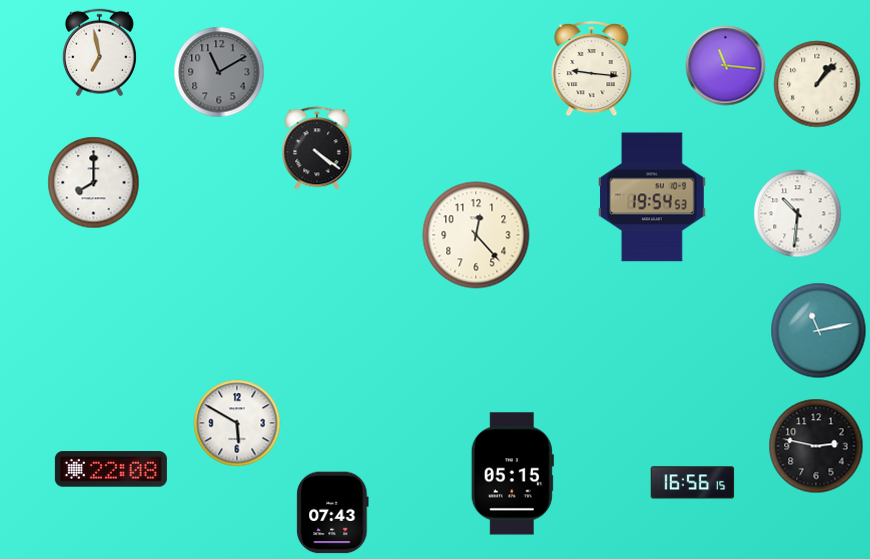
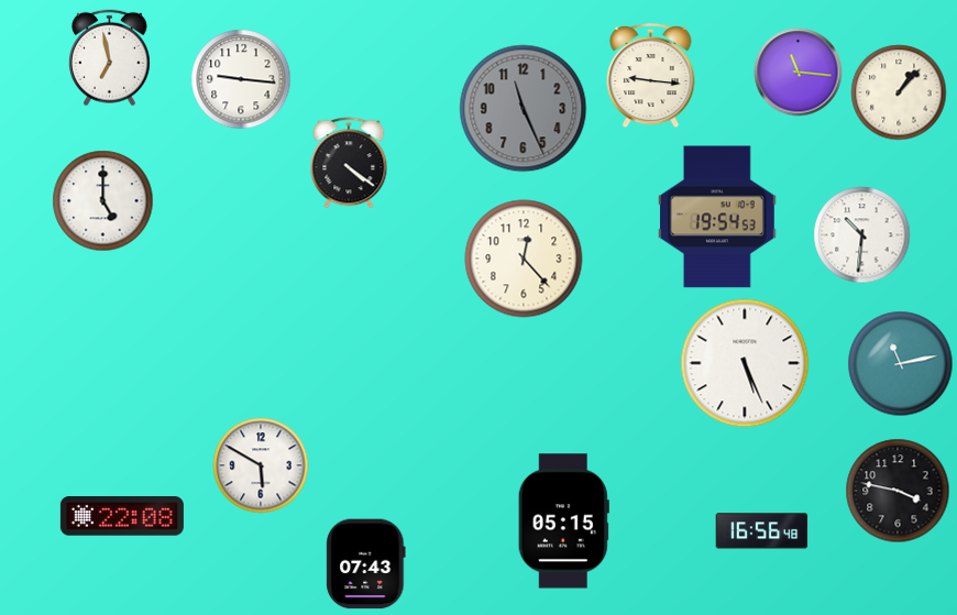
clock at (219, 72): 11:10 -> 9:16
clock at (219, 72) dial: grey -> white
clock at (524, 109): none -> 11:26
clock at (94, 183): 8:00 -> 5:00
clock at (798, 214) position: (798, 214) -> (862, 235)
clock at (745, 363): none -> 5:26
clock at (816, 446): 2:47 -> 3:47
clock at (693, 483): 16:56:15 -> 16:56:48
